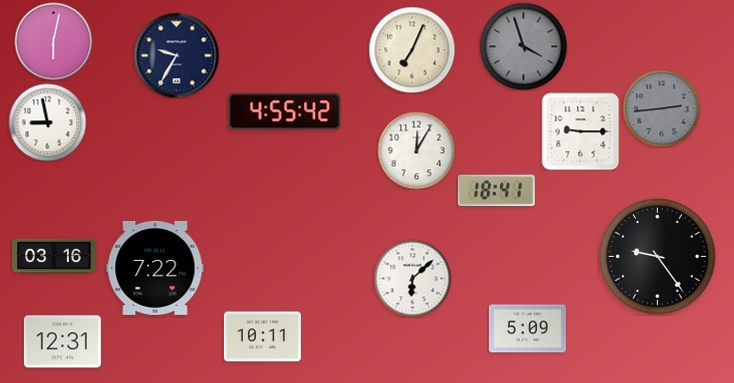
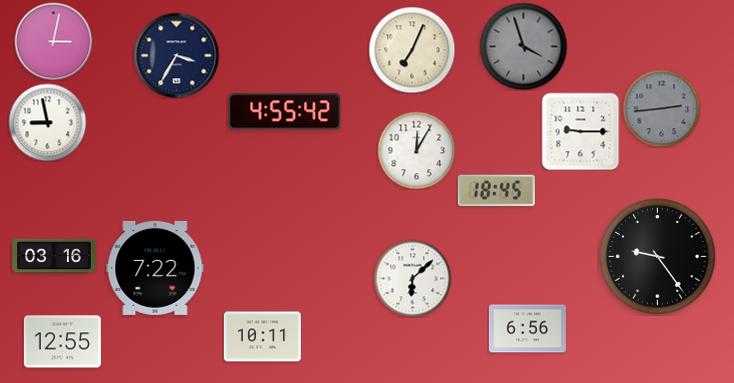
clock at (53, 41): 6:02 -> 3:02
clock at (176, 55): 9:35 -> 3:35
clock at (496, 191): 18:41 -> 18:45
clock at (527, 329): 5:09 -> 6:56
clock at (62, 342): 12:31 -> 12:55
